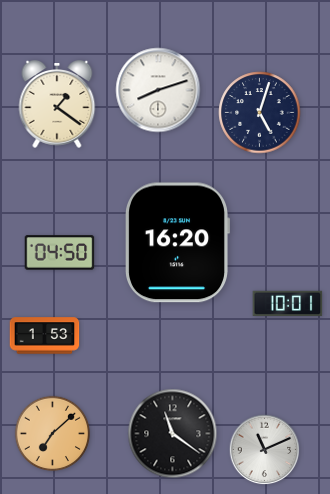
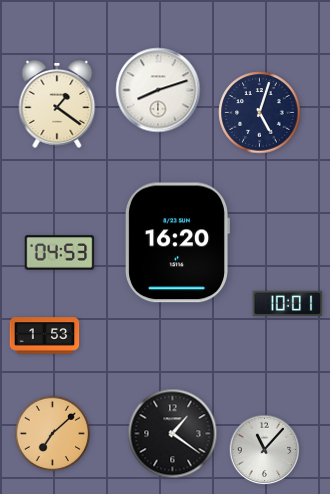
clock at (60, 253): 04:50 -> 04:53
clock at (173, 434): 11:21 -> 1:21
clock at (265, 450): 11:11 -> 11:07
